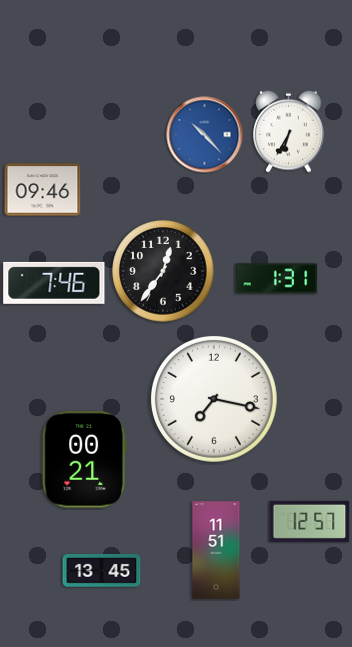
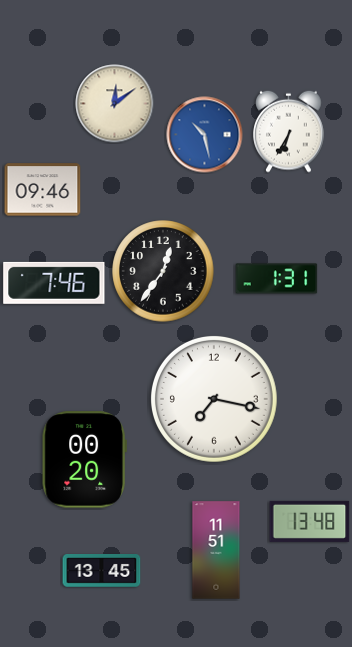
clock at (115, 104): none -> 12:09
clock at (205, 135): 10:23 -> 10:28
clock at (84, 460): 00:21 -> 00:20
clock at (310, 521): 12:57 -> 13:48
